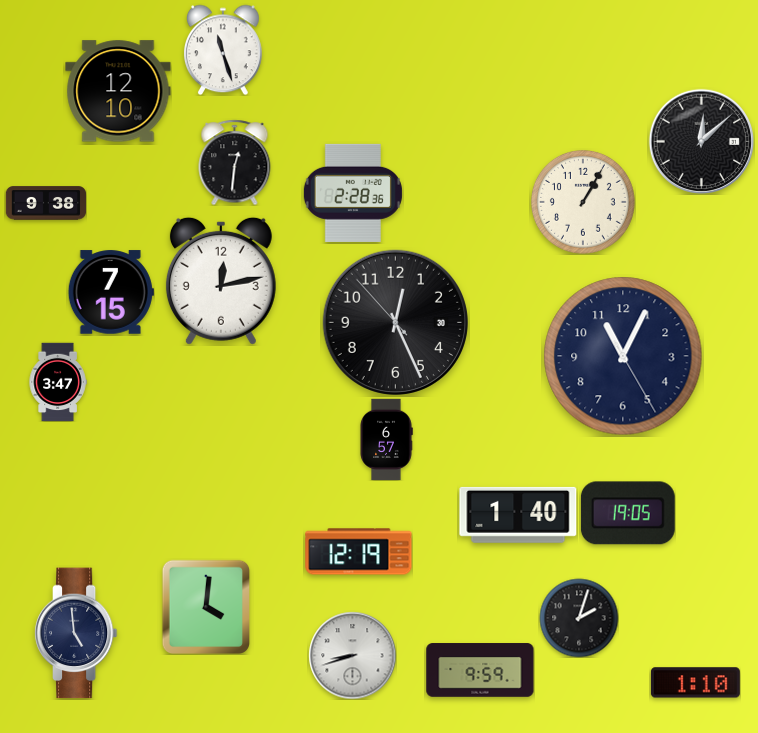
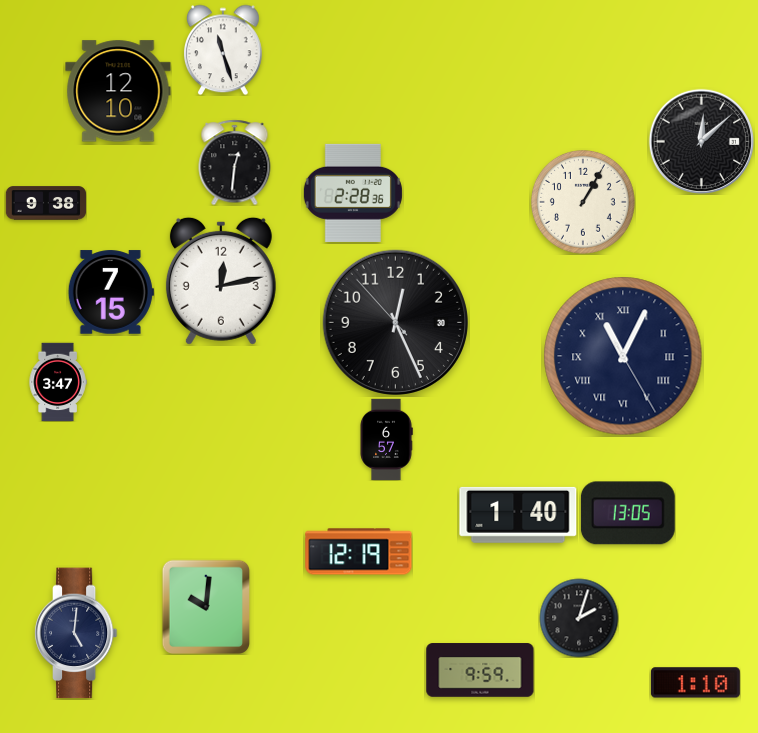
clock at (623, 356) numerals: Arabic -> Roman
clock at (628, 513): 19:05 -> 13:05
clock at (205, 606): 4:01 -> 10:01
clock at (76, 633): 4:59 -> 5:01
clock at (352, 655): 8:42 -> none
